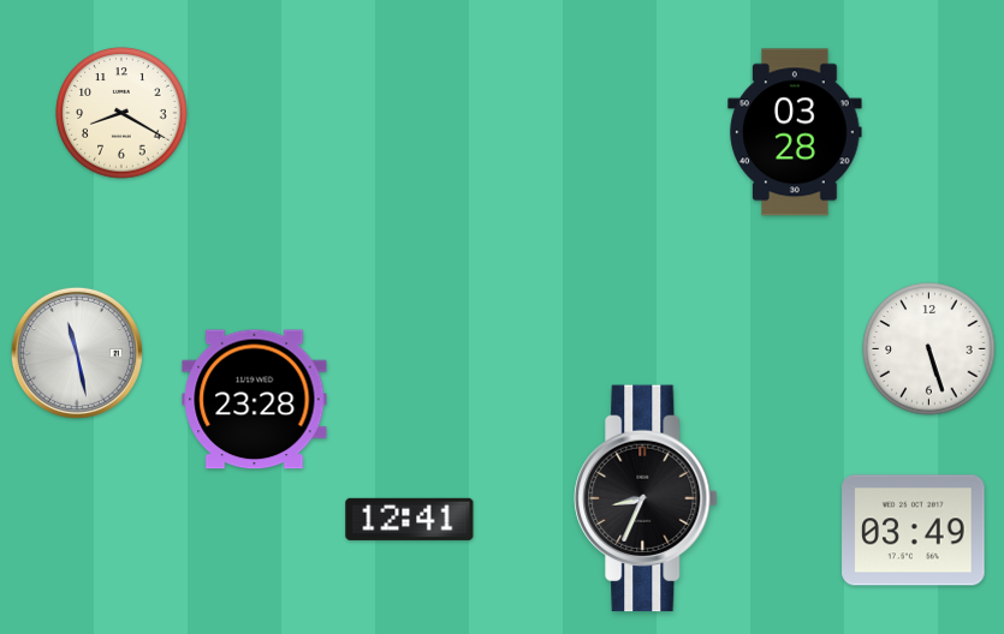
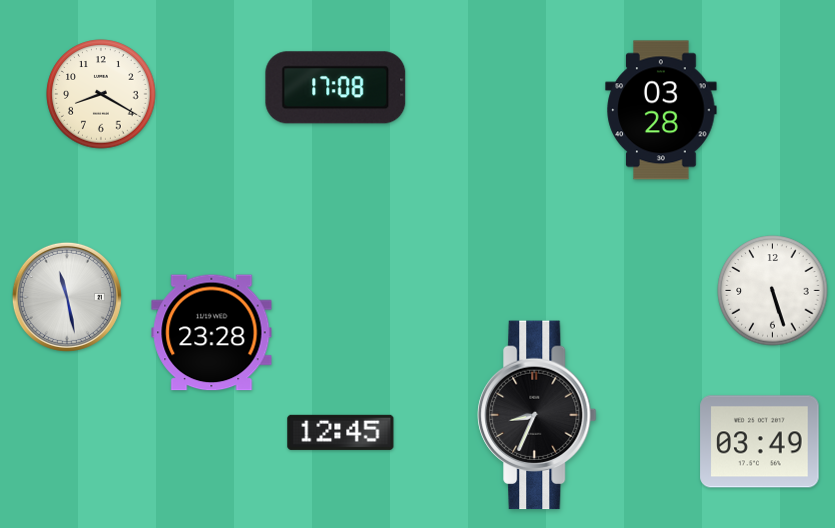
clock at (336, 88): none -> 17:08
clock at (77, 353) position: (77, 353) -> (67, 297)
clock at (410, 519): 12:41 -> 12:45
